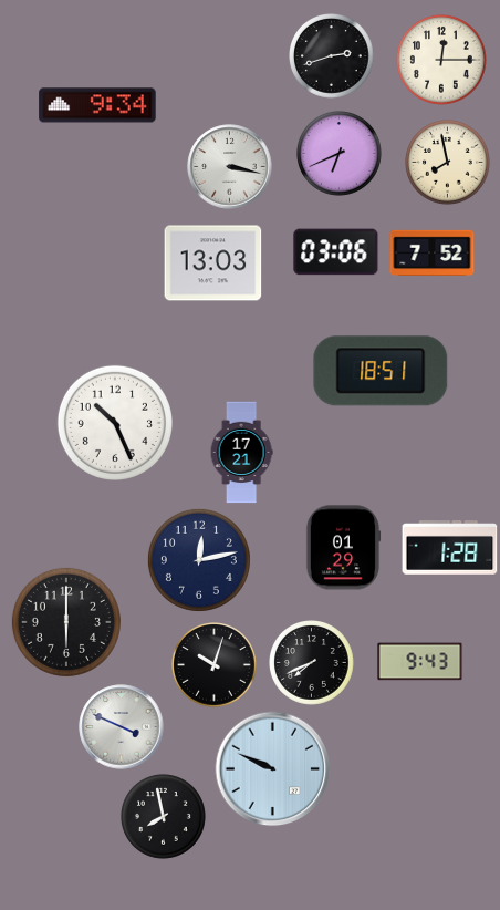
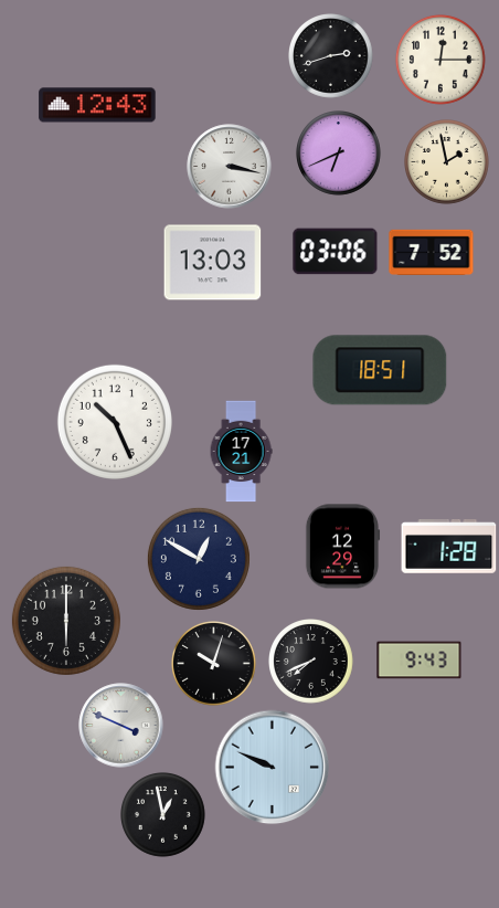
clock at (97, 105): 9:34 -> 12:43
clock at (448, 163): 7:58 -> 1:58
clock at (343, 548): 01:29 -> 12:29
clock at (199, 560): 12:13 -> 12:50
clock at (164, 817): 7:58 -> 12:58
